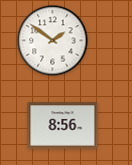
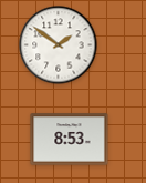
clock at (63, 126): 8:56 -> 8:53
